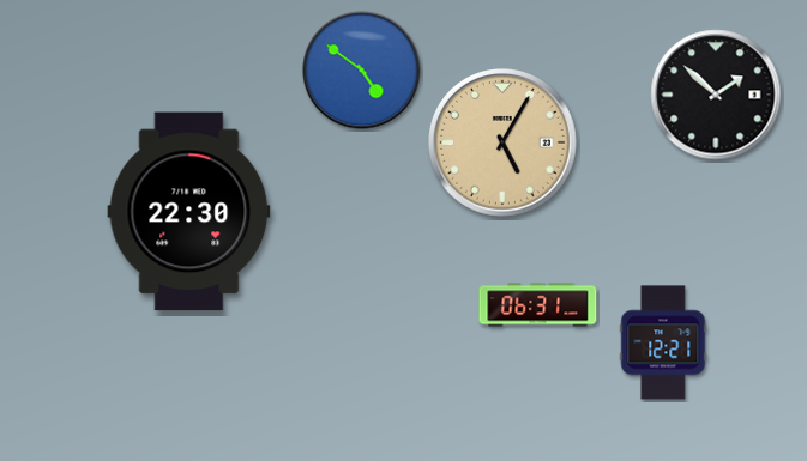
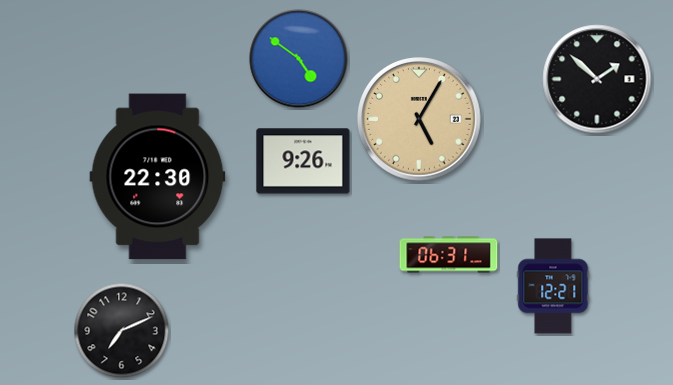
clock at (362, 71) position: (362, 71) -> (299, 59)
clock at (303, 161): none -> 9:26
clock at (122, 331): none -> 7:11
